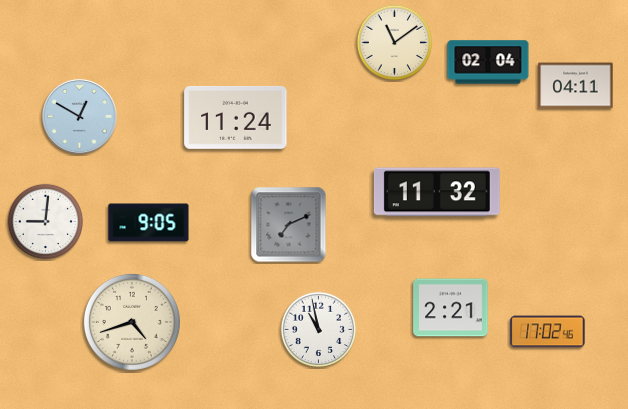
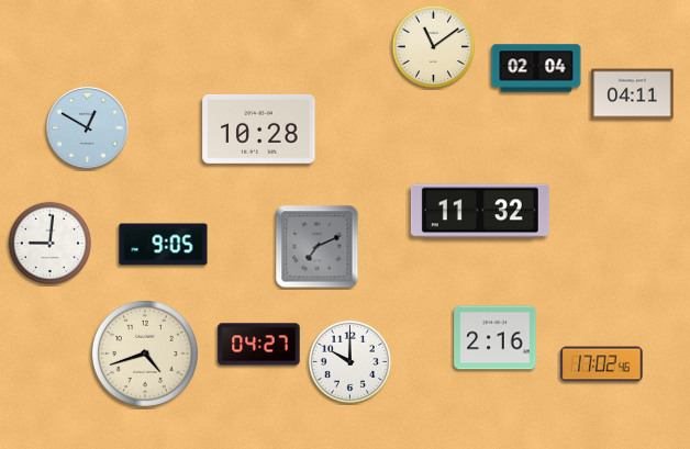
clock at (236, 117): 11:24 -> 10:28
clock at (451, 308): 2:21 -> 2:16
clock at (259, 345): none -> 04:27
clock at (319, 330): 10:58 -> 10:00
